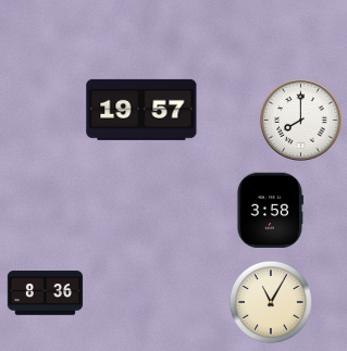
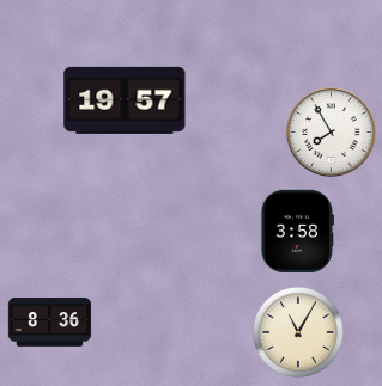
clock at (141, 110) position: (141, 110) -> (125, 100)
clock at (301, 121): 8:00 -> 7:55
